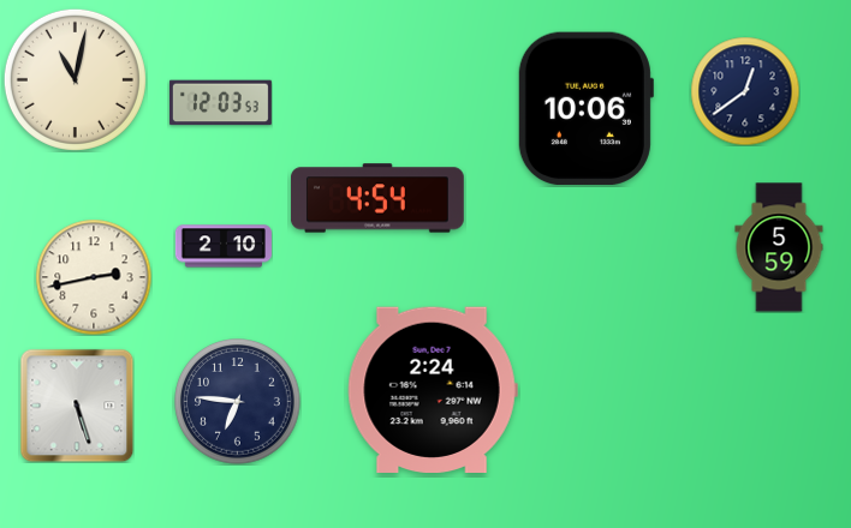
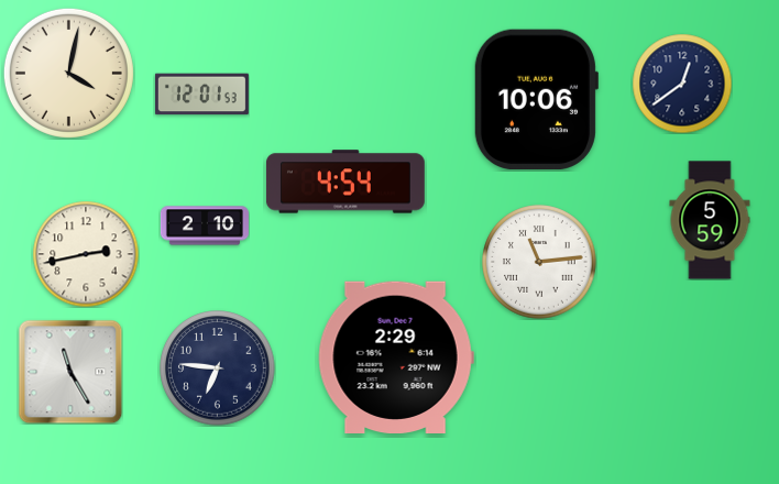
clock at (75, 79): 11:02 -> 4:02
clock at (220, 103): 12:03 -> 12:01
clock at (779, 247) position: (779, 247) -> (710, 220)
clock at (539, 262): none -> 11:14
clock at (433, 390): 2:24 -> 2:29
clock at (77, 406): 5:27 -> 11:25
